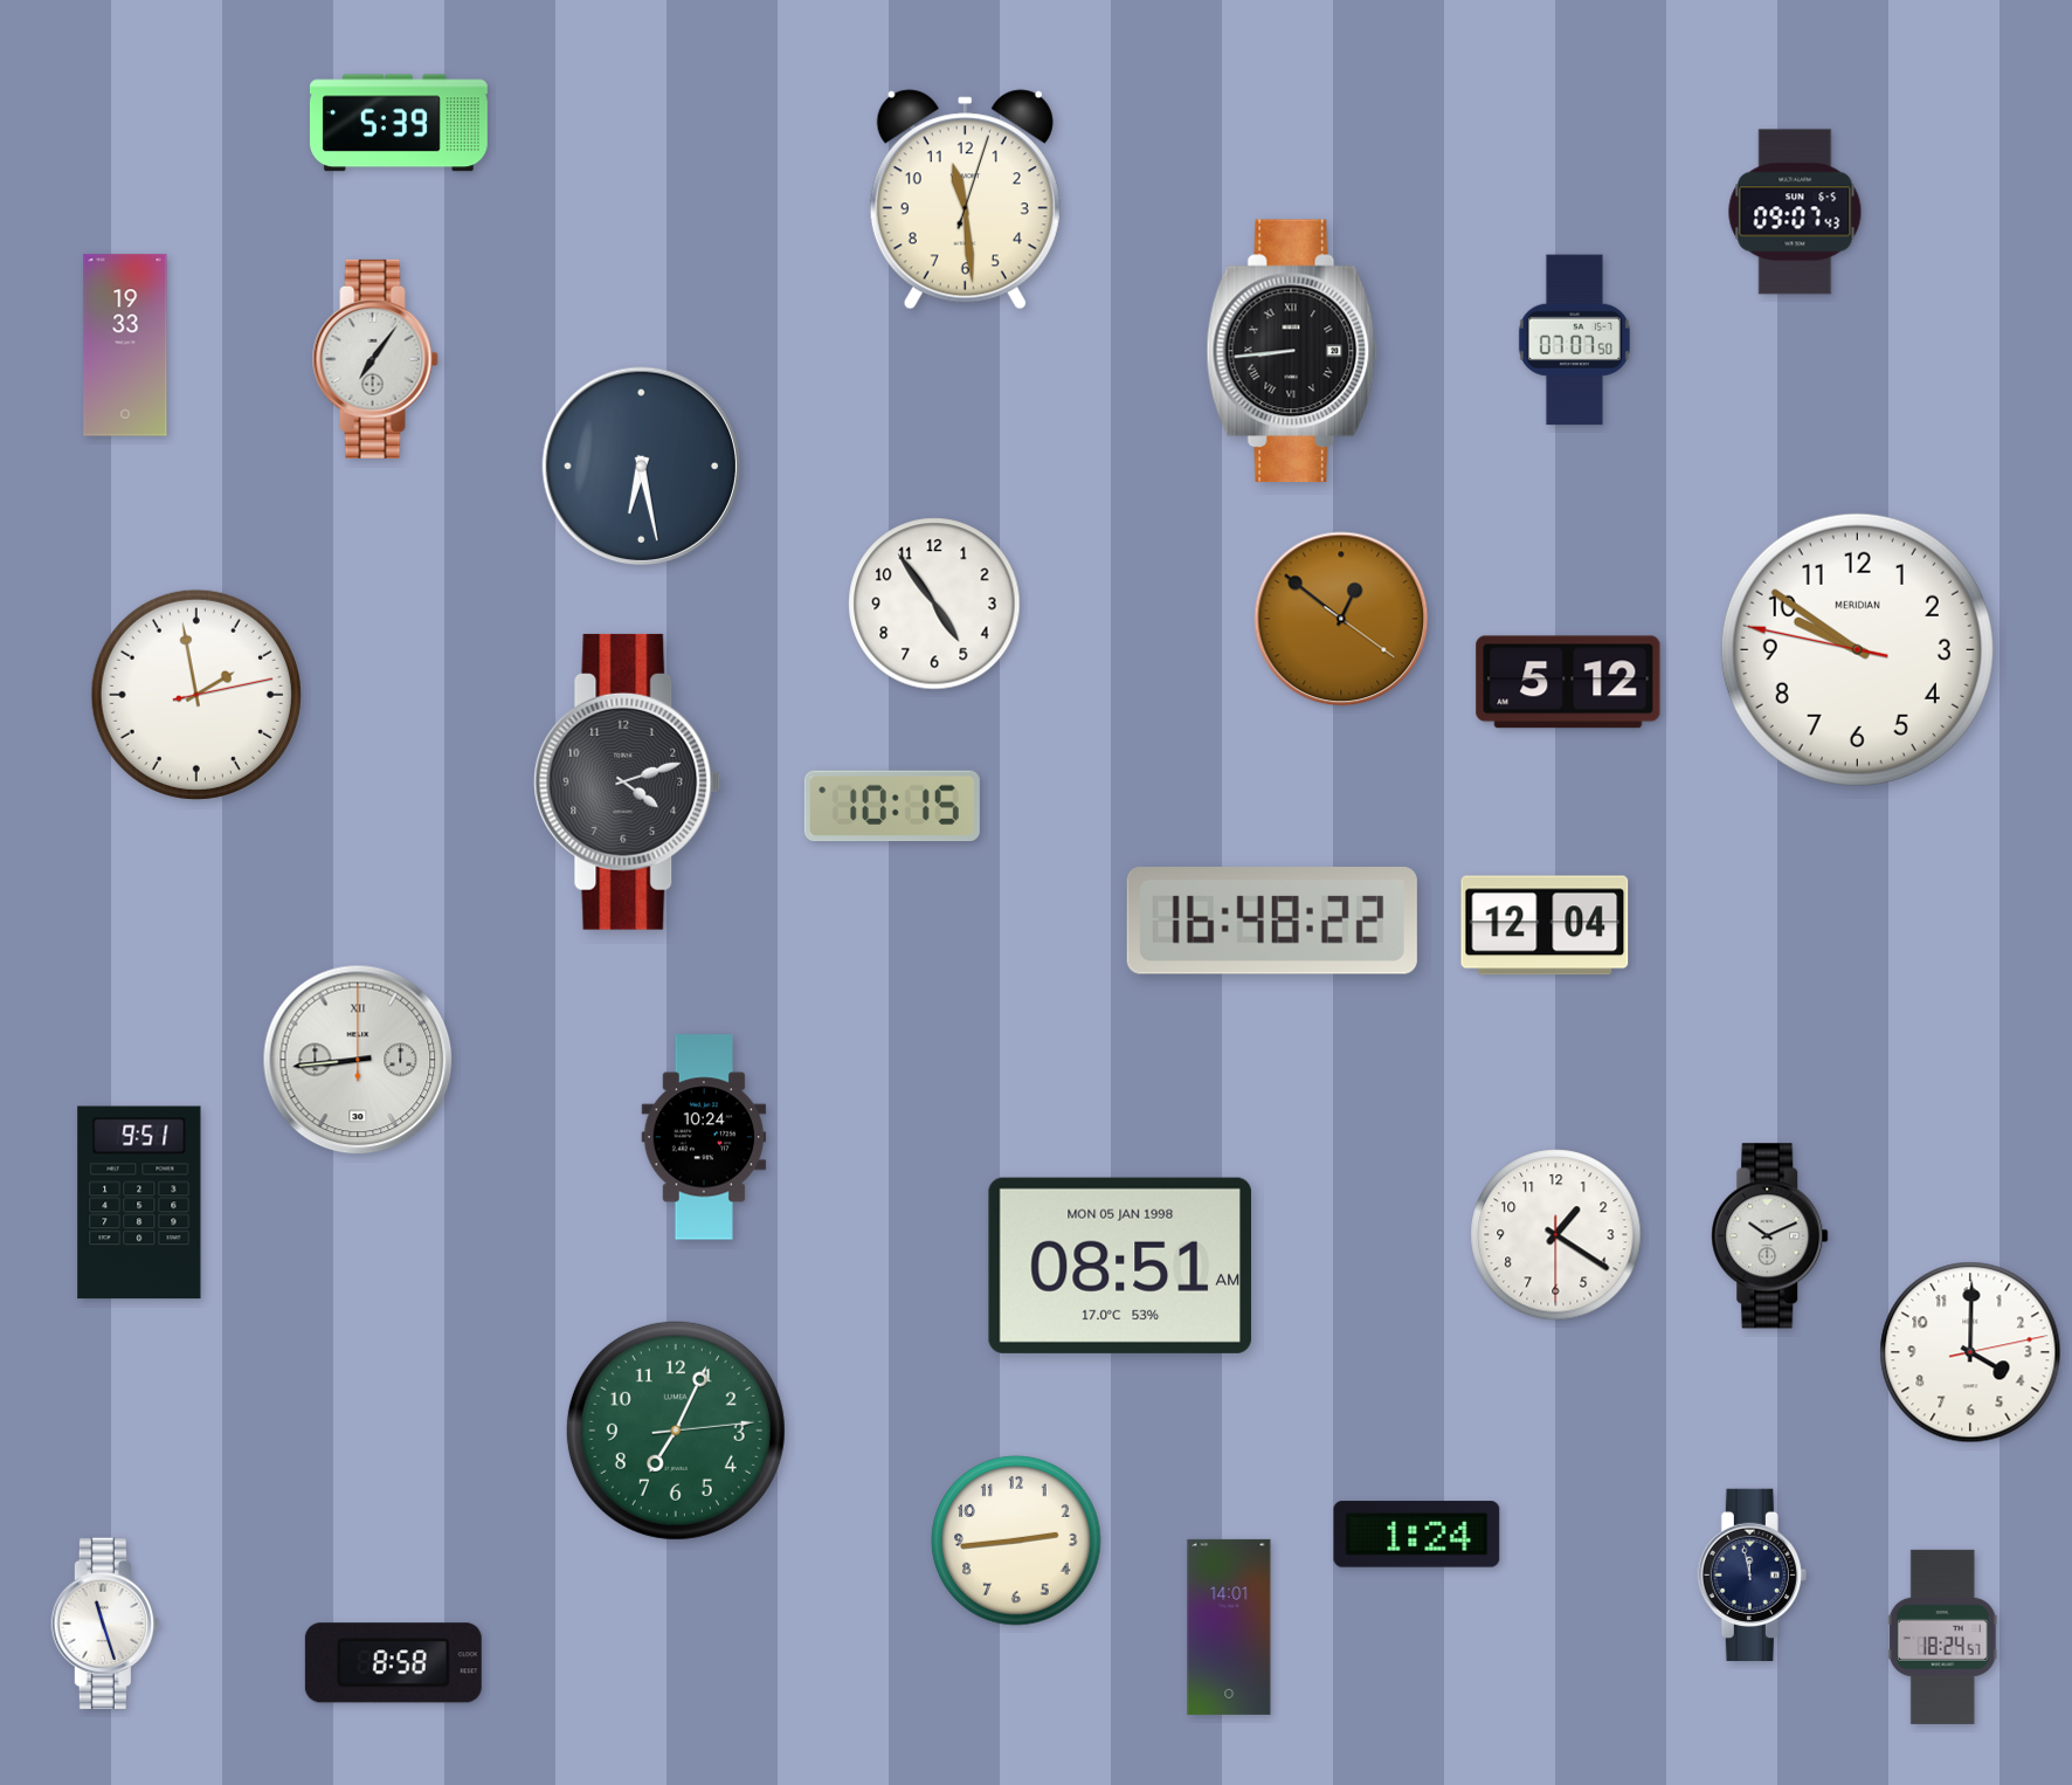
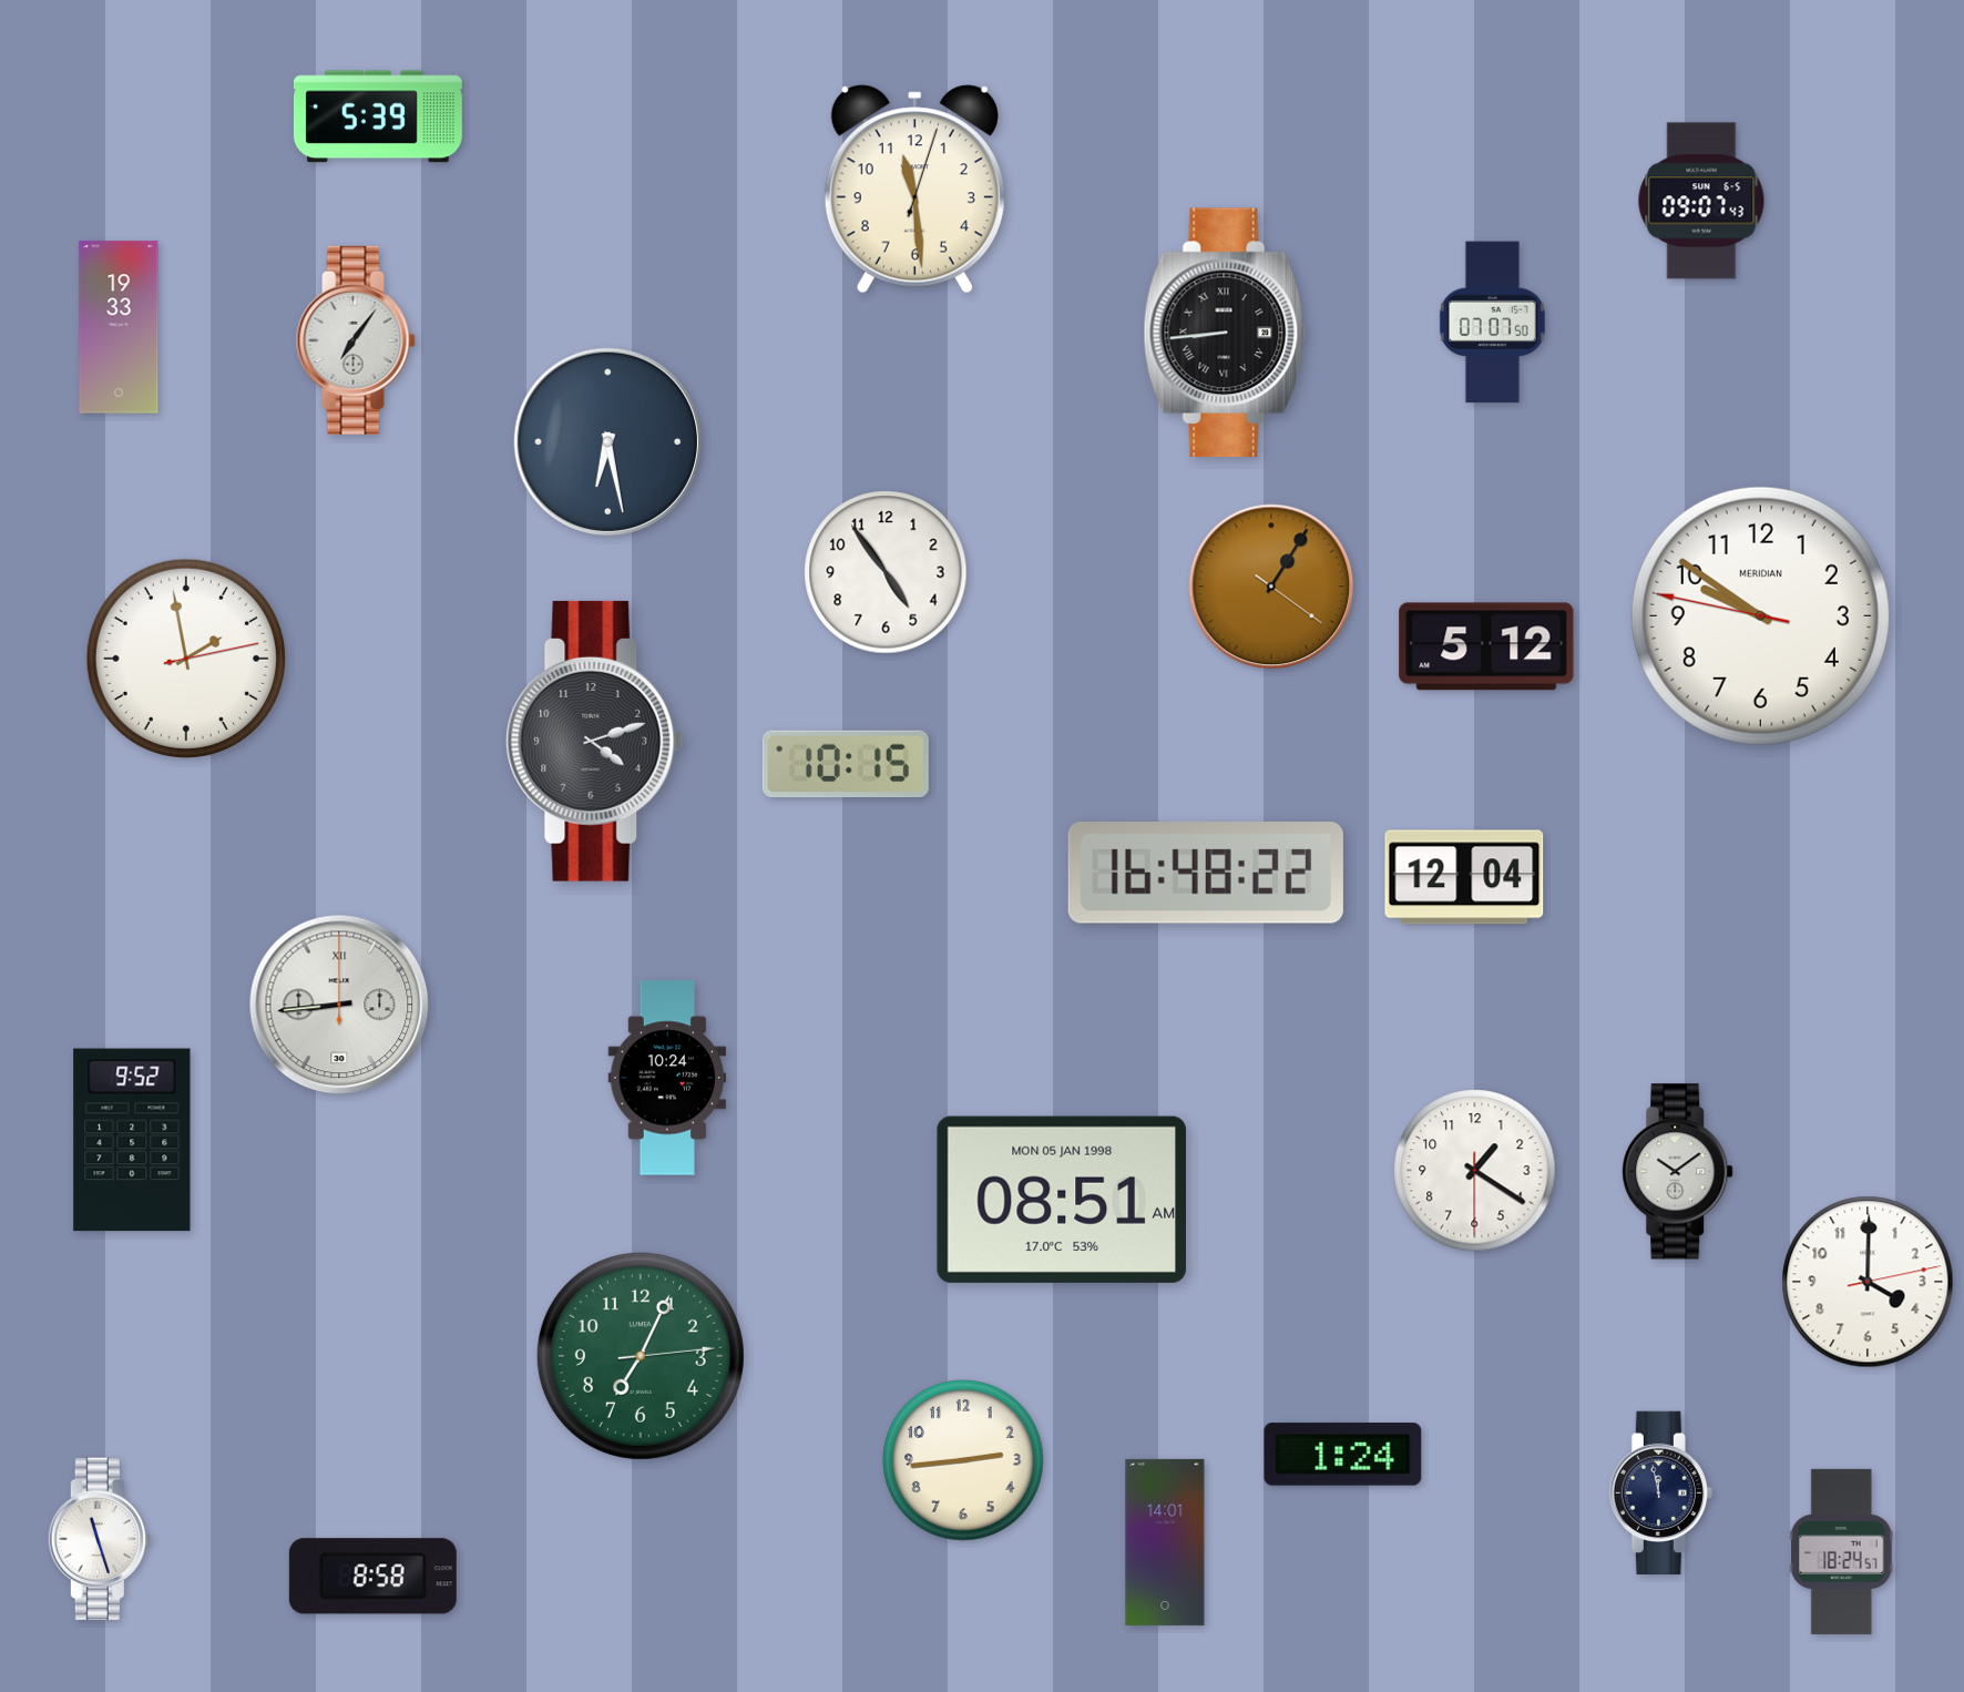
clock at (1341, 619): 12:51 -> 1:05
clock at (139, 1202): 9:51 -> 9:52
clock at (1770, 1236): 10:11 -> 10:09
